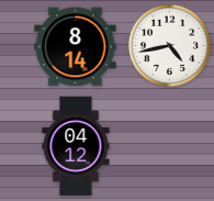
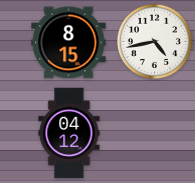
clock at (76, 47): 8:14 -> 8:15
